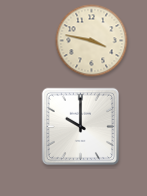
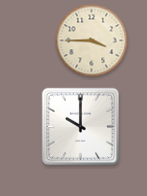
clock at (92, 41): 3:47 -> 3:45
